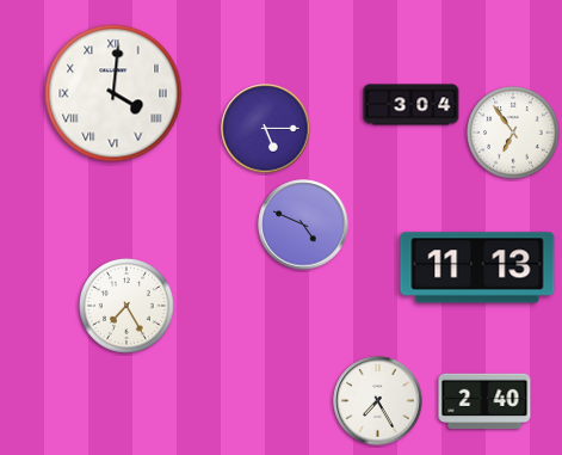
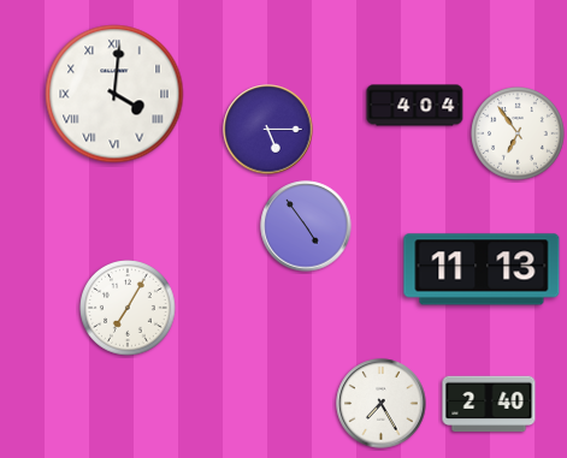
clock at (412, 105): 3:04 -> 4:04
clock at (303, 225): 4:49 -> 4:54
clock at (126, 306): 7:25 -> 7:05
